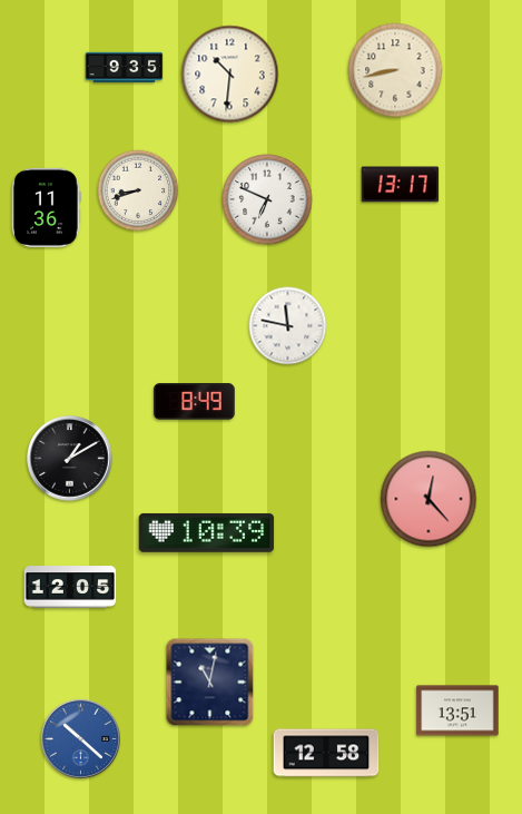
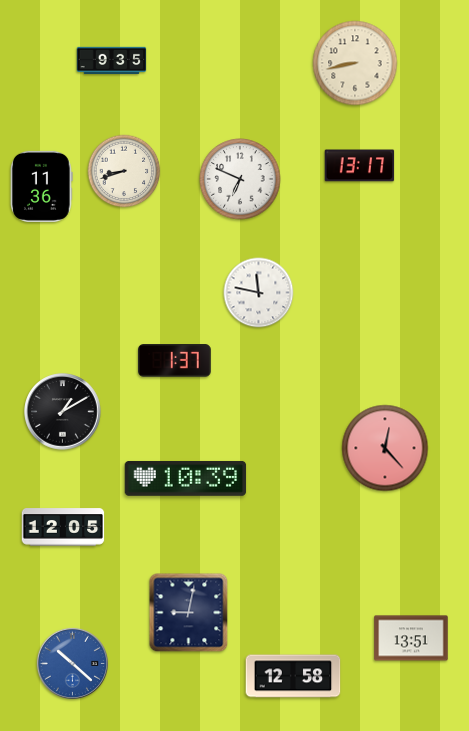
clock at (230, 75): 10:31 -> none
clock at (195, 402): 8:49 -> 1:37
clock at (210, 683): 11:02 -> 9:02
